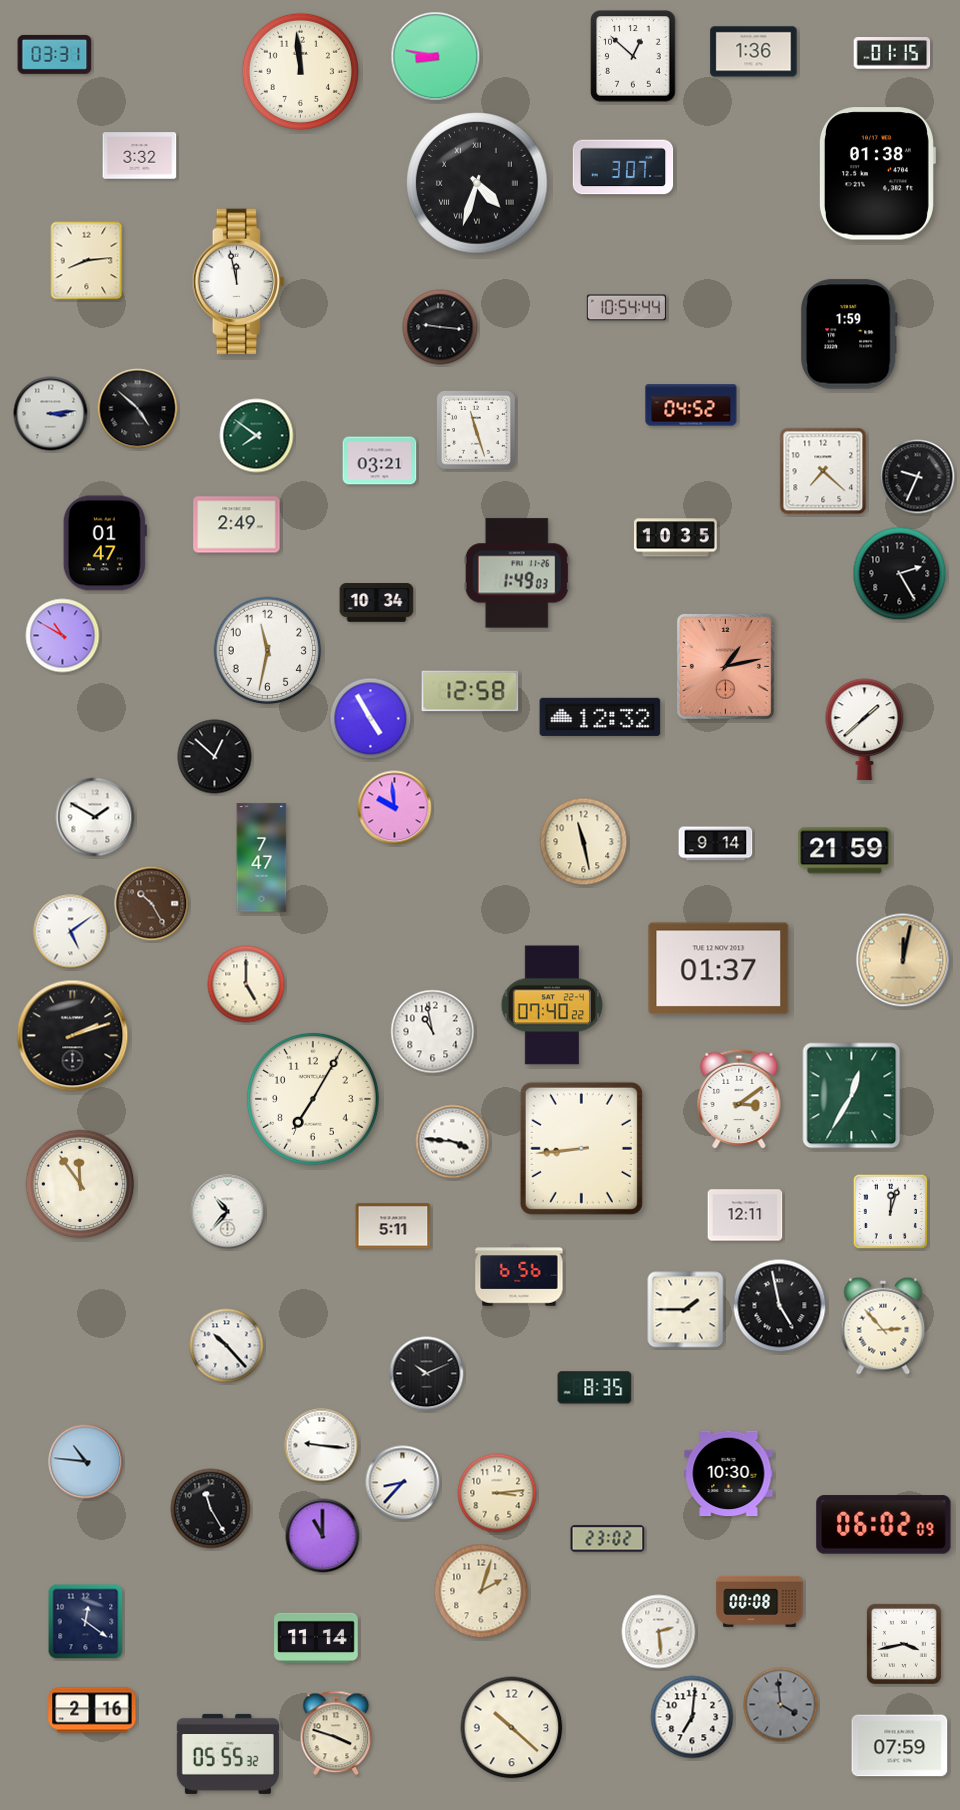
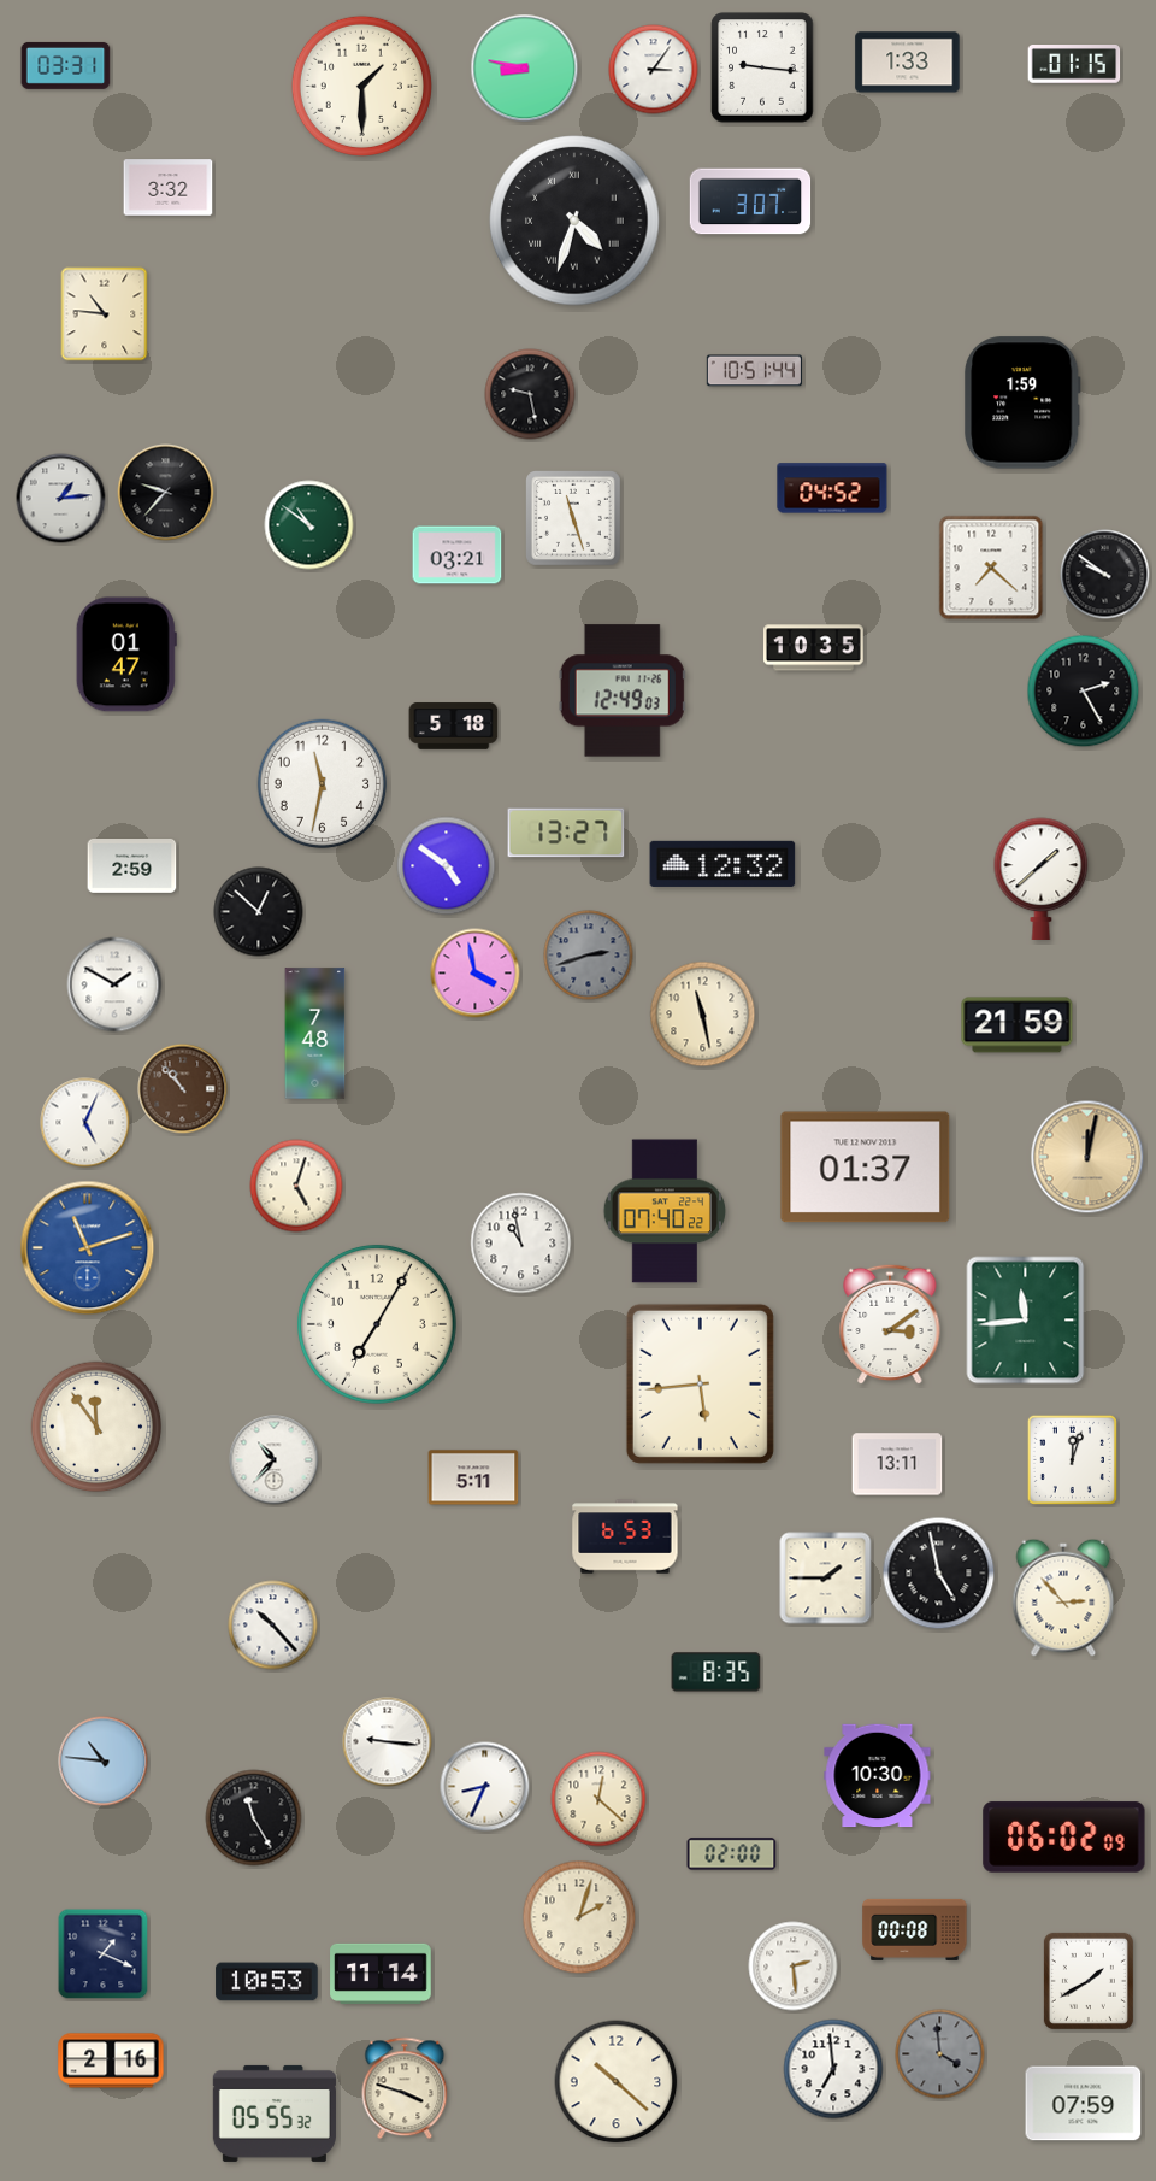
clock at (754, 52): 1:36 -> 1:33
clock at (633, 56): 12:52 -> 9:16
clock at (654, 70): none -> 3:06
clock at (300, 71): 11:59 -> 1:30
clock at (877, 174): 01:38 -> none
clock at (87, 261): 8:14 -> 10:46
clock at (238, 282): 11:58 -> none
clock at (626, 308): 10:54 -> 10:51
clock at (440, 327): 9:16 -> 9:28
clock at (138, 409): 4:52 -> 9:37
clock at (51, 414): 3:14 -> 1:14
clock at (257, 436): 7:51 -> 10:51
clock at (918, 477): 9:34 -> 9:51
clock at (237, 525): 2:49 -> none
clock at (517, 573): 1:49 -> 12:49
clock at (377, 603): 10:34 -> 5:18
clock at (63, 636): 10:50 -> none
clock at (725, 666): 1:13 -> none
clock at (470, 691): 12:58 -> 13:27
clock at (132, 866): none -> 2:59
clock at (371, 719): 4:55 -> 4:51
clock at (589, 956): none -> 2:42
clock at (395, 808): 9:59 -> 3:58
clock at (716, 844): 9:14 -> none
clock at (262, 858): 7:47 -> 7:48
clock at (152, 904): 10:25 -> 10:53
clock at (71, 932): 5:09 -> 5:04
clock at (246, 984): 5:00 -> 5:03
clock at (73, 1036): 2:12 -> 11:12
clock at (73, 1036) dial: black -> blue
clock at (852, 1096): 12:35 -> 11:44
clock at (453, 1142): 3:46 -> none
clock at (581, 1148): 8:44 -> 5:44
clock at (745, 1215): 12:11 -> 13:11
clock at (519, 1275): 6:56 -> 6:53
clock at (227, 1346) position: (227, 1346) -> (273, 1626)
clock at (427, 1374): 10:11 -> none
clock at (403, 1483): 8:37 -> 8:34
clock at (497, 1493): 3:14 -> 12:22
clock at (323, 1536): 11:00 -> none
clock at (608, 1539): 23:02 -> 02:00
clock at (86, 1622): 12:21 -> 1:19
clock at (904, 1644): 3:43 -> 1:40
clock at (267, 1982): none -> 10:53
clock at (692, 1717): 7:01 -> 6:59
